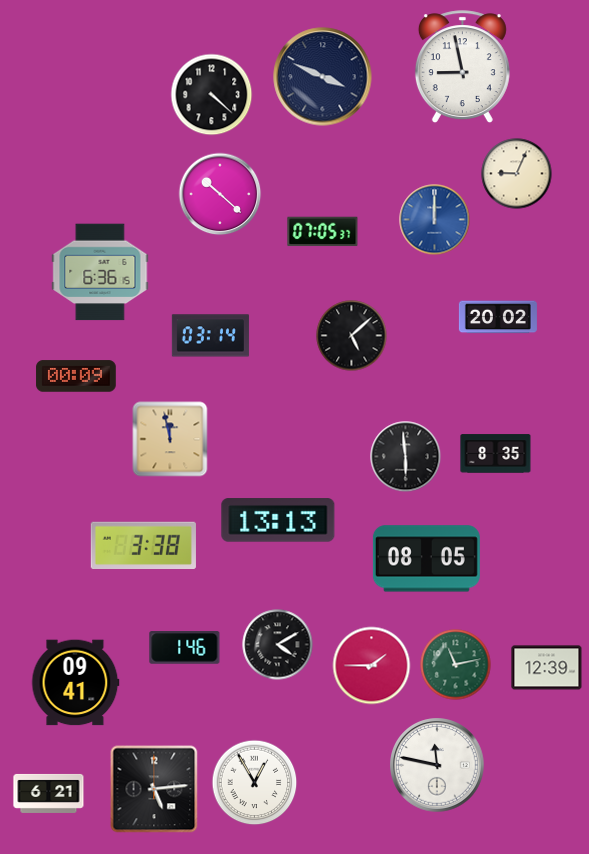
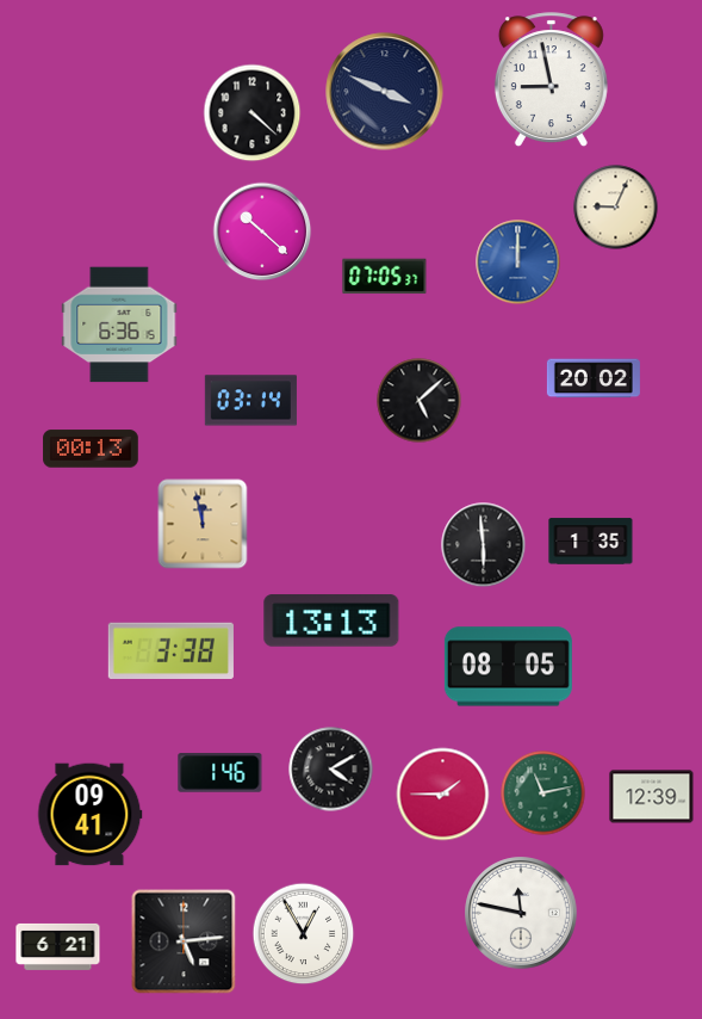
clock at (76, 376): 00:09 -> 00:13
clock at (496, 454): 8:35 -> 1:35
